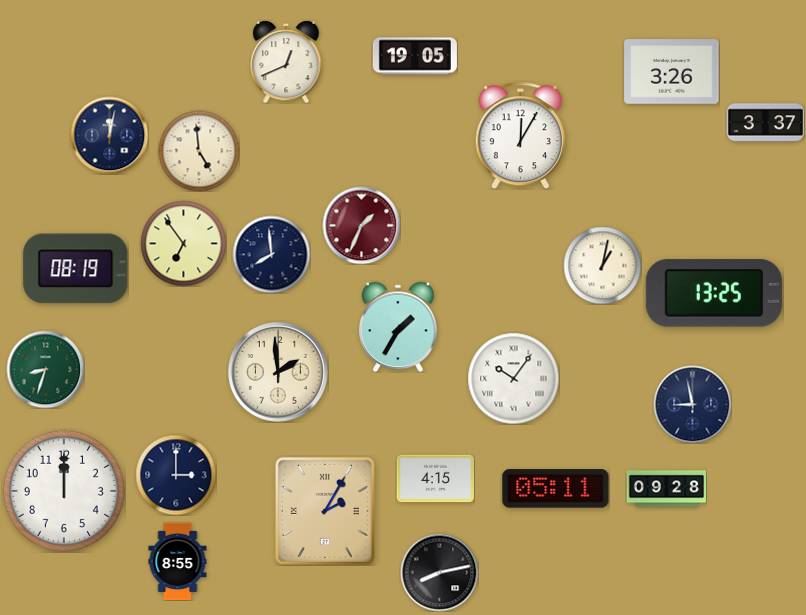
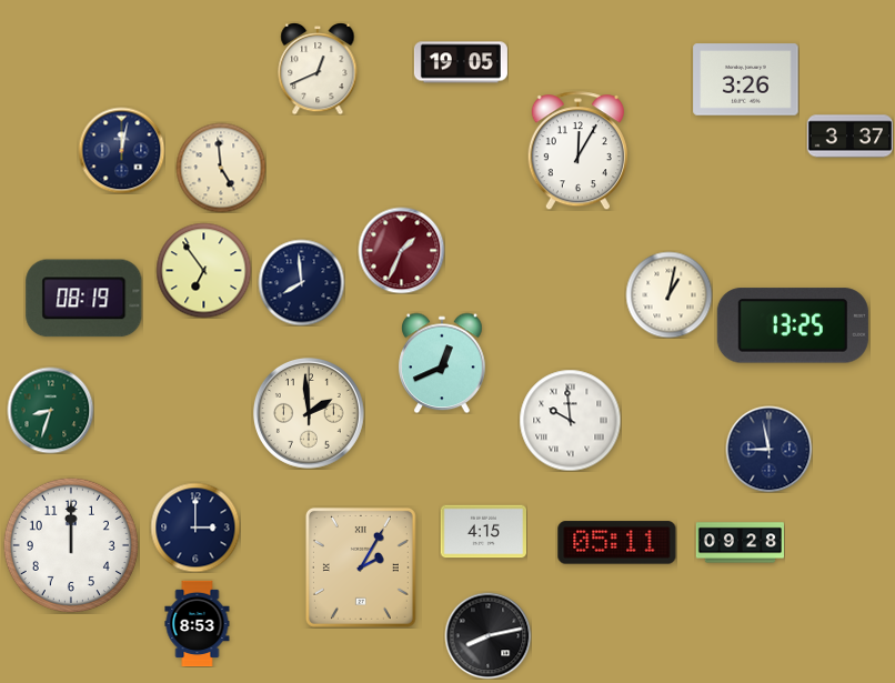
clock at (398, 327): 1:35 -> 12:41
clock at (513, 378): 10:06 -> 9:59
clock at (178, 561): 8:55 -> 8:53
